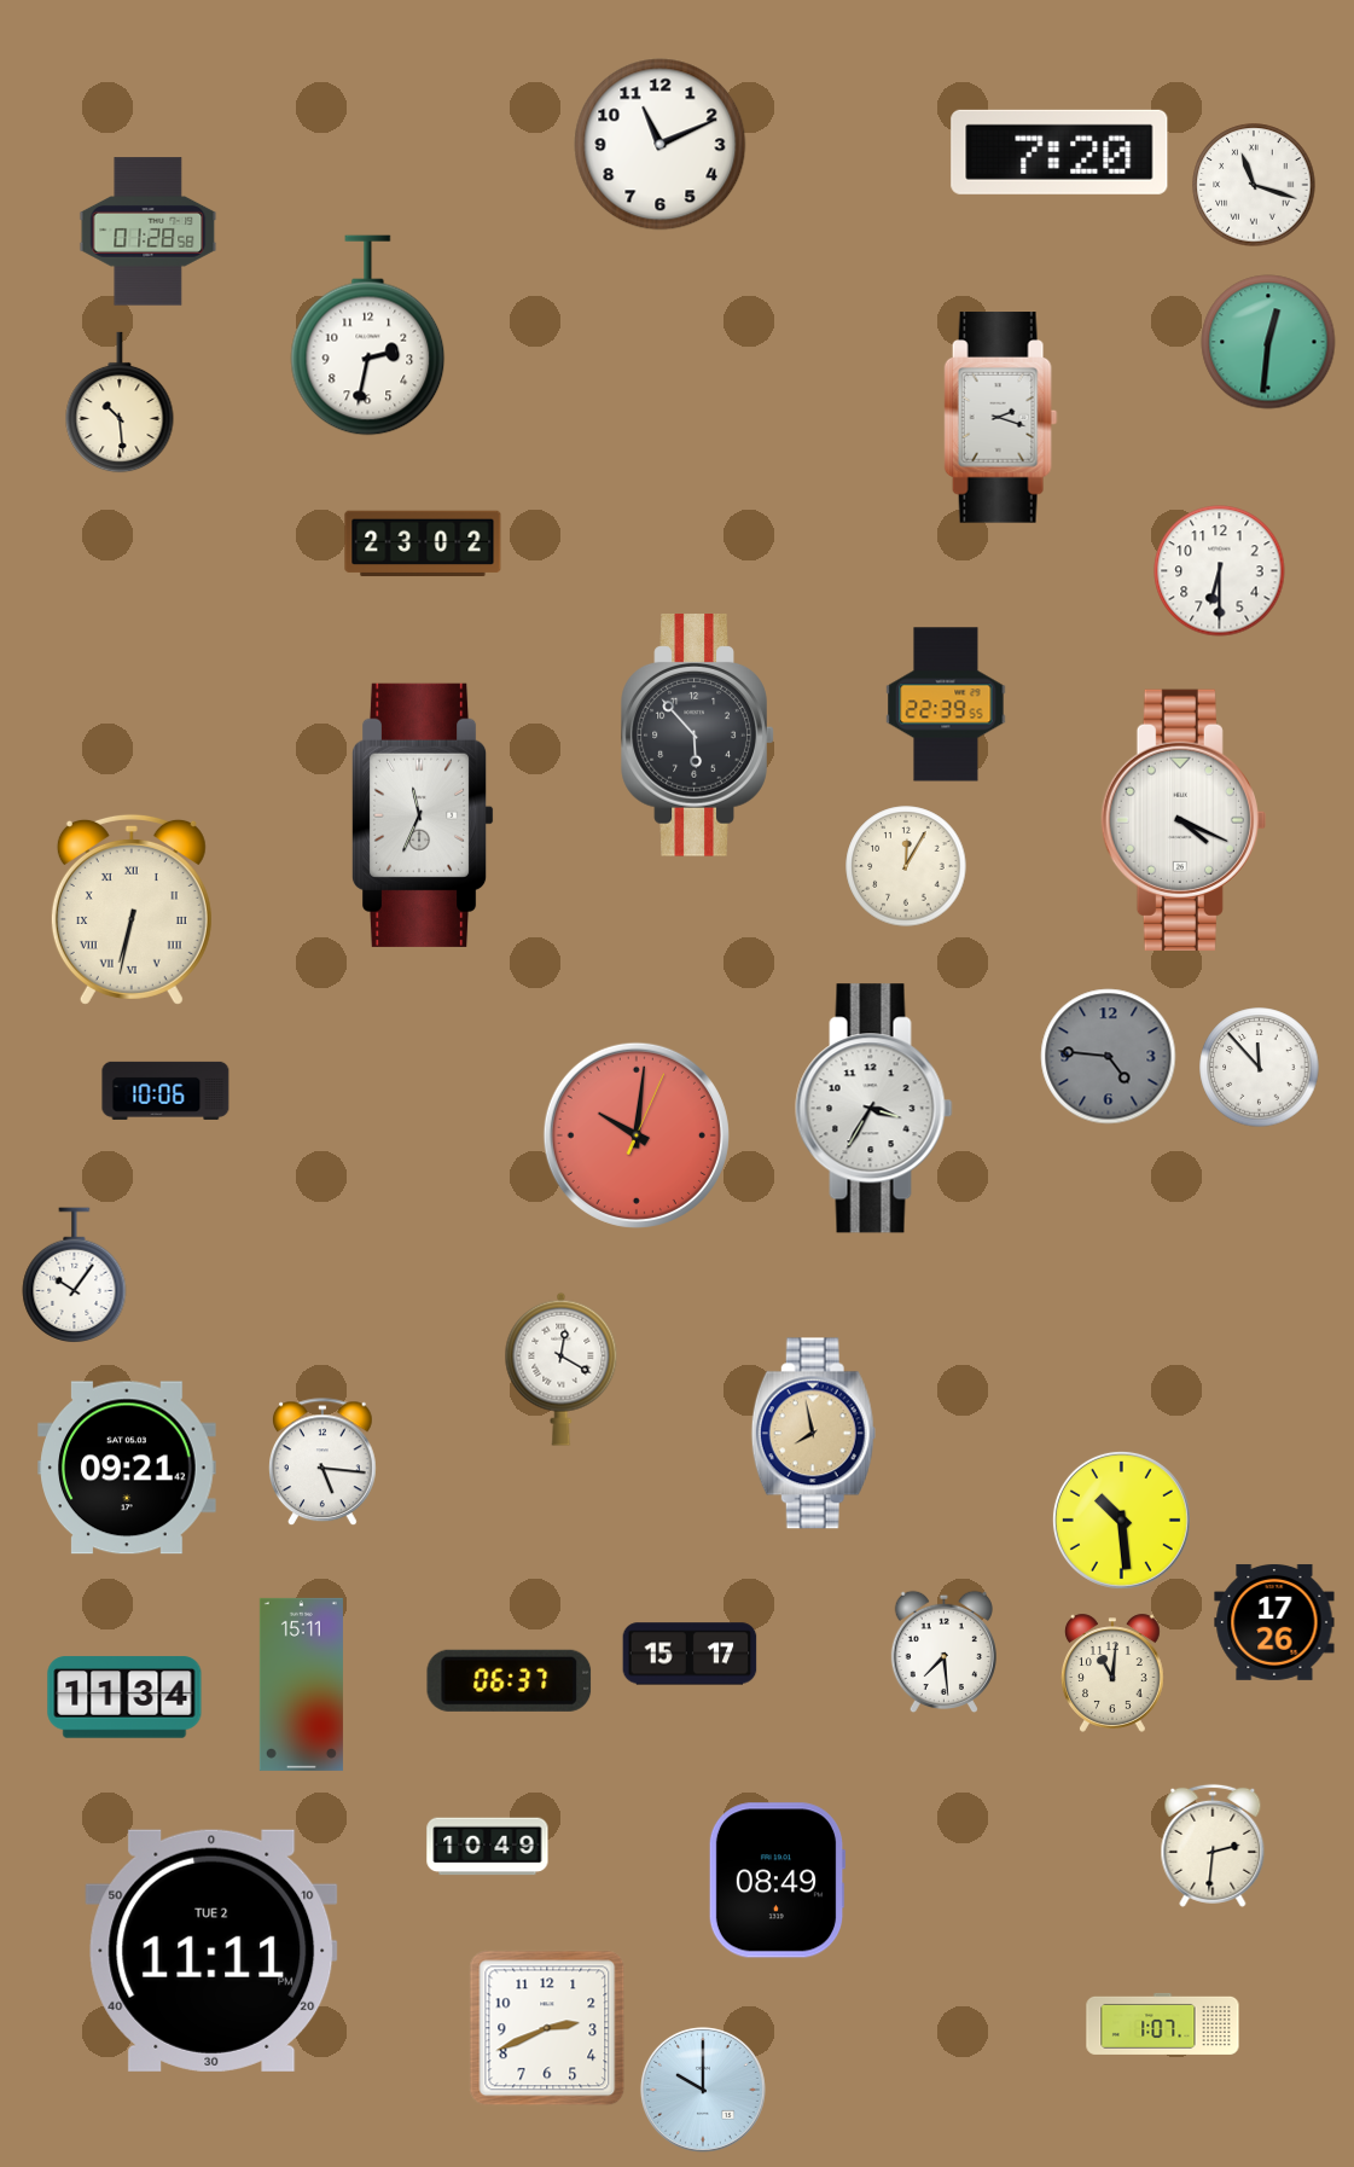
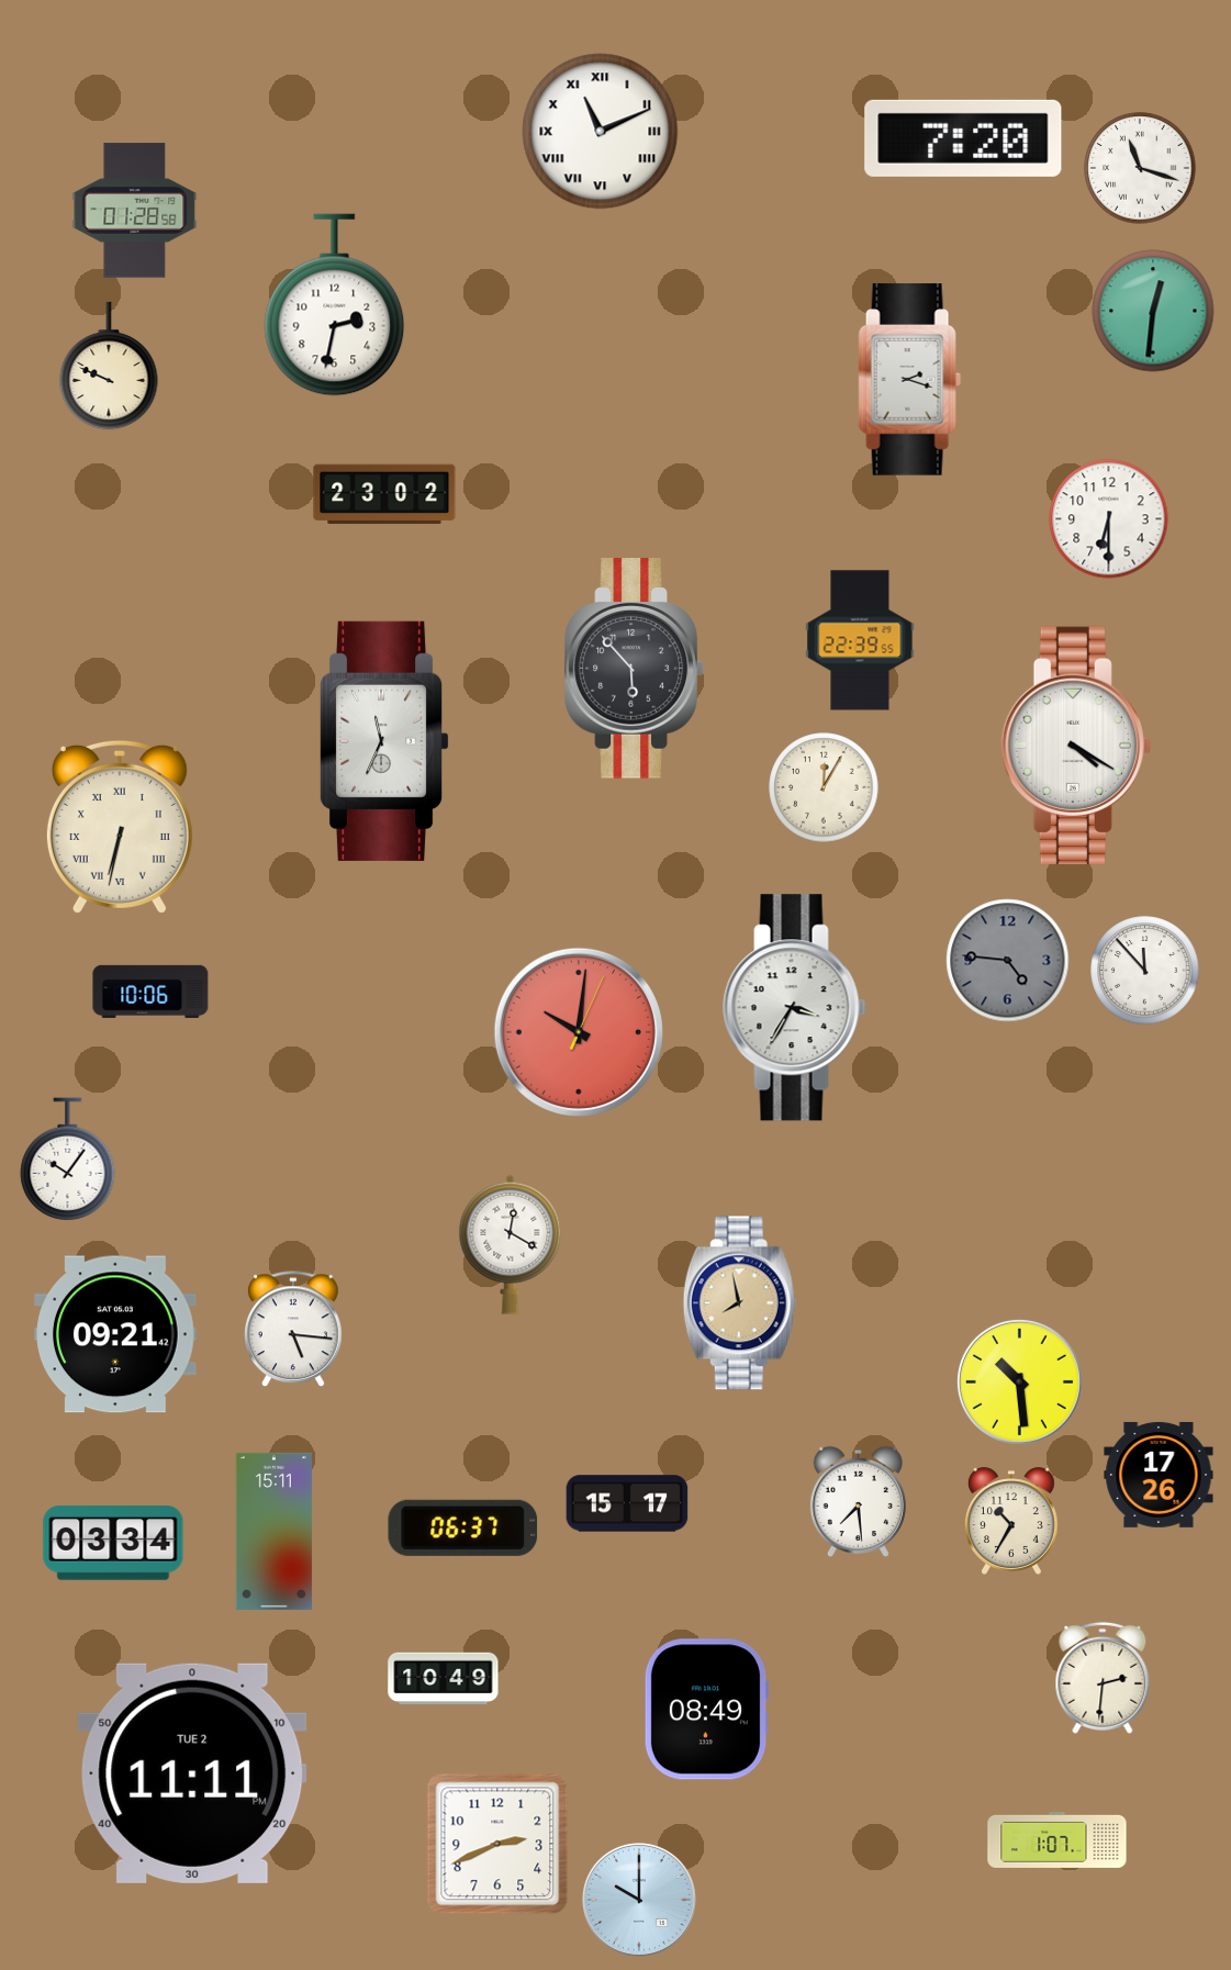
clock at (661, 145) numerals: Arabic -> Roman
clock at (120, 402): 10:29 -> 9:49
clock at (1184, 820): 4:19 -> 4:20
clock at (1114, 1673): 11:01 -> 10:35
clock at (124, 1697): 11:34 -> 03:34
